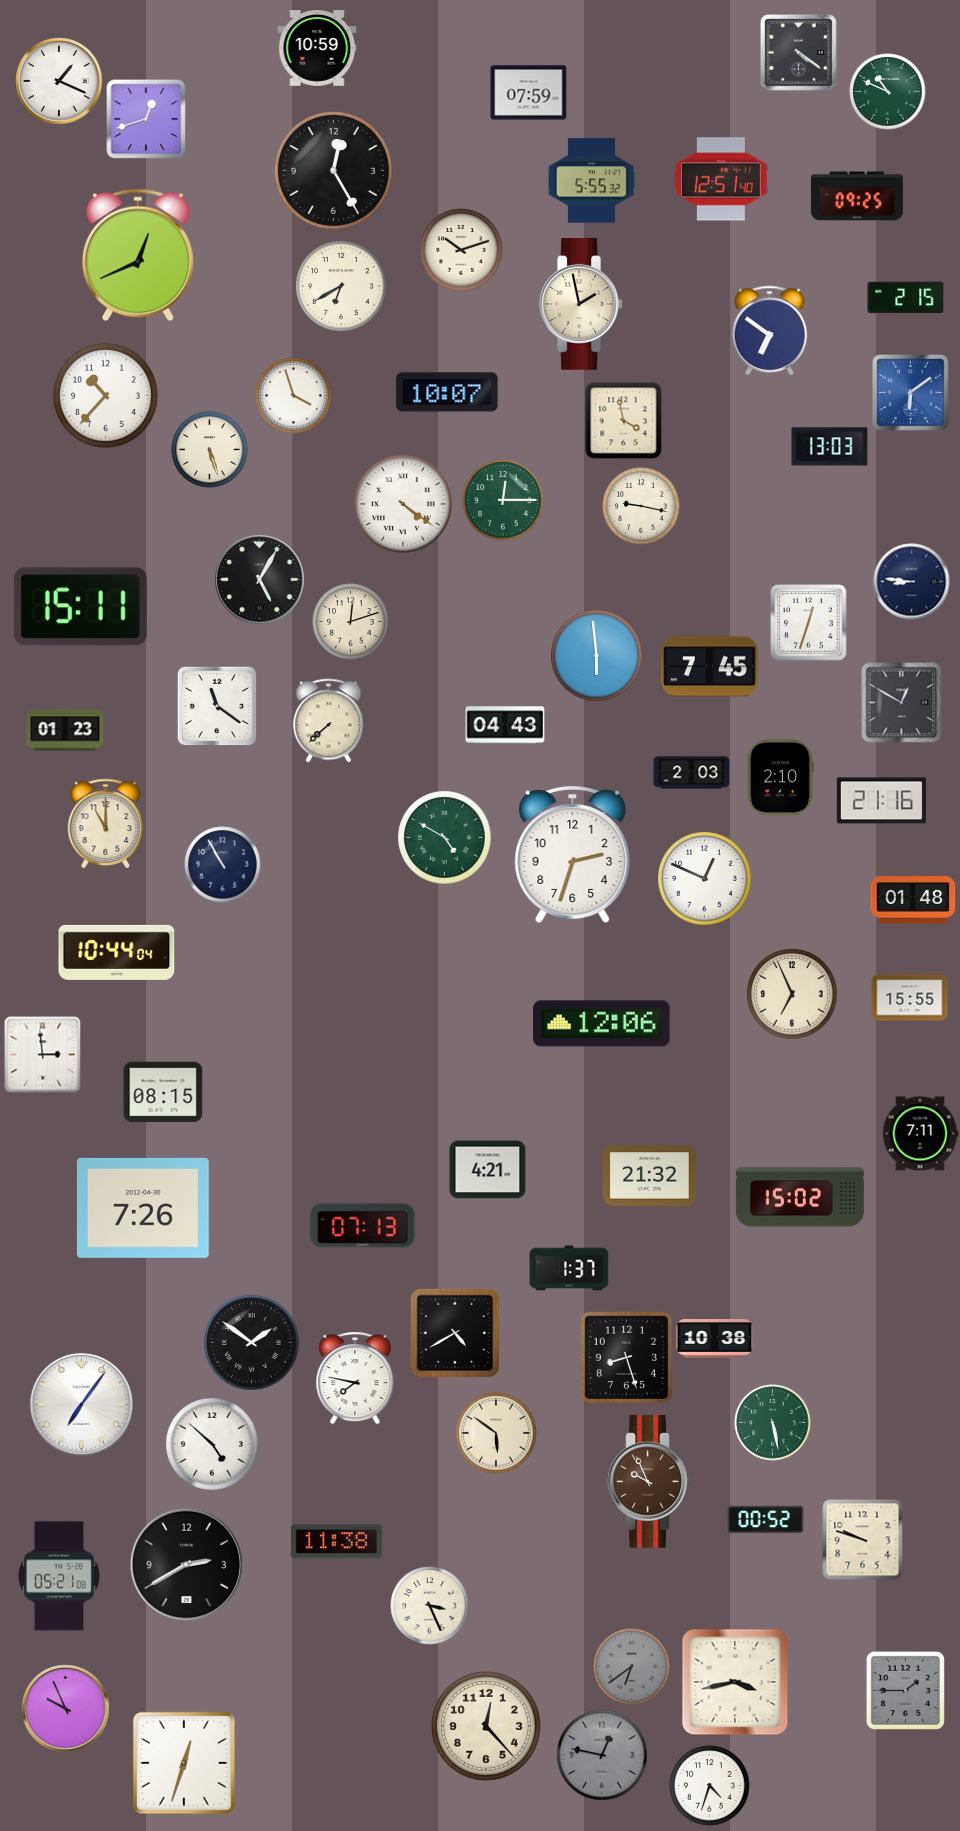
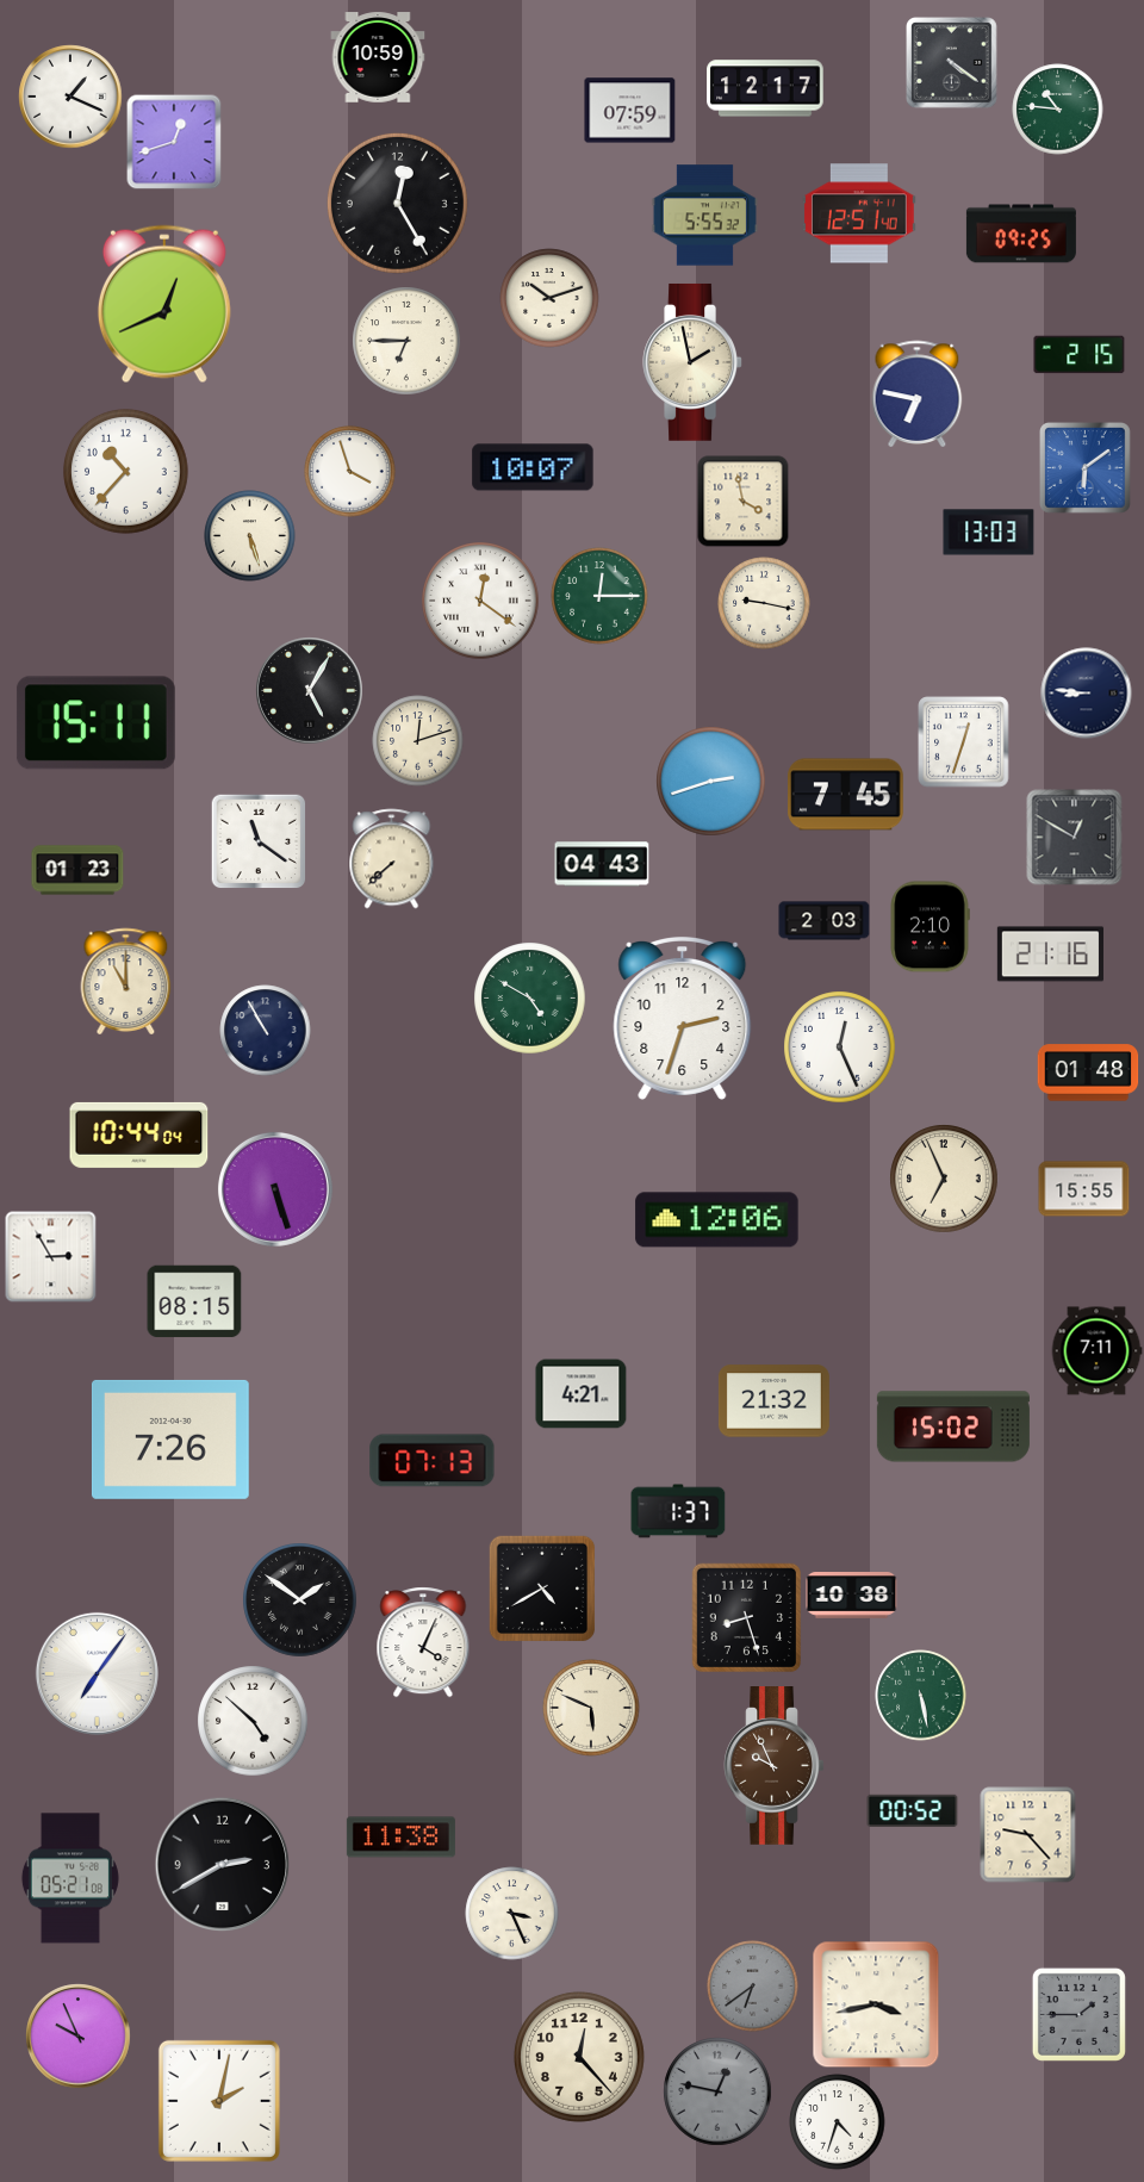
clock at (765, 88): none -> 12:17
clock at (888, 92): 10:49 -> 10:46
clock at (341, 286): 6:40 -> 6:45
clock at (770, 330): 6:51 -> 6:47
clock at (403, 504): 4:21 -> 12:21
clock at (597, 656): 5:59 -> 2:42
clock at (705, 879): 12:49 -> 12:26
clock at (792, 994) position: (792, 994) -> (944, 1179)
clock at (275, 1189): none -> 5:27
clock at (43, 1055): 2:59 -> 2:55
clock at (355, 1378): 7:47 -> 4:04
clock at (496, 1433): 5:51 -> 5:49
clock at (863, 1540): 9:48 -> 9:23
clock at (184, 1763): 12:33 -> 2:02
clock at (710, 1786) position: (710, 1786) -> (838, 2122)
